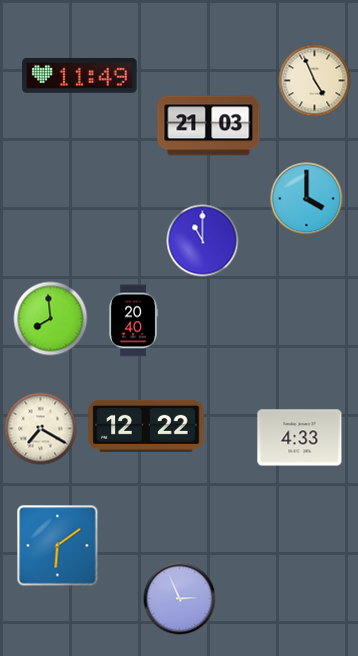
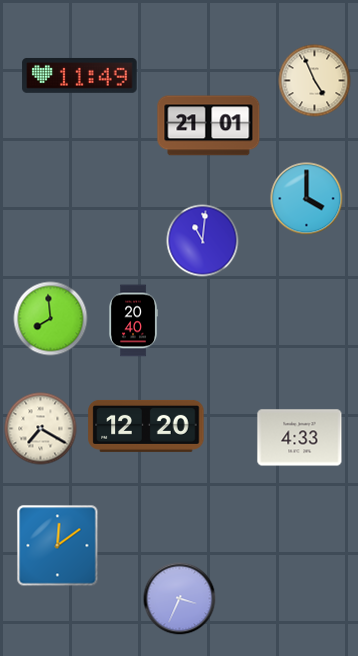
clock at (209, 126): 21:03 -> 21:01
clock at (203, 241): 11:00 -> 11:01
clock at (146, 426): 12:22 -> 12:20
clock at (58, 546): 6:09 -> 12:09
clock at (180, 599): 2:56 -> 3:34
